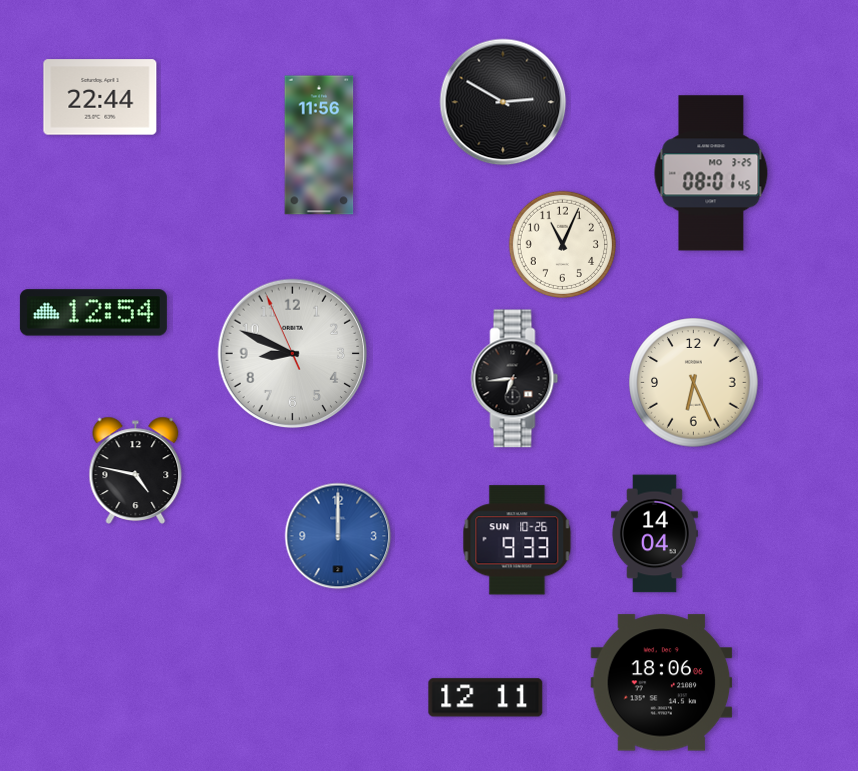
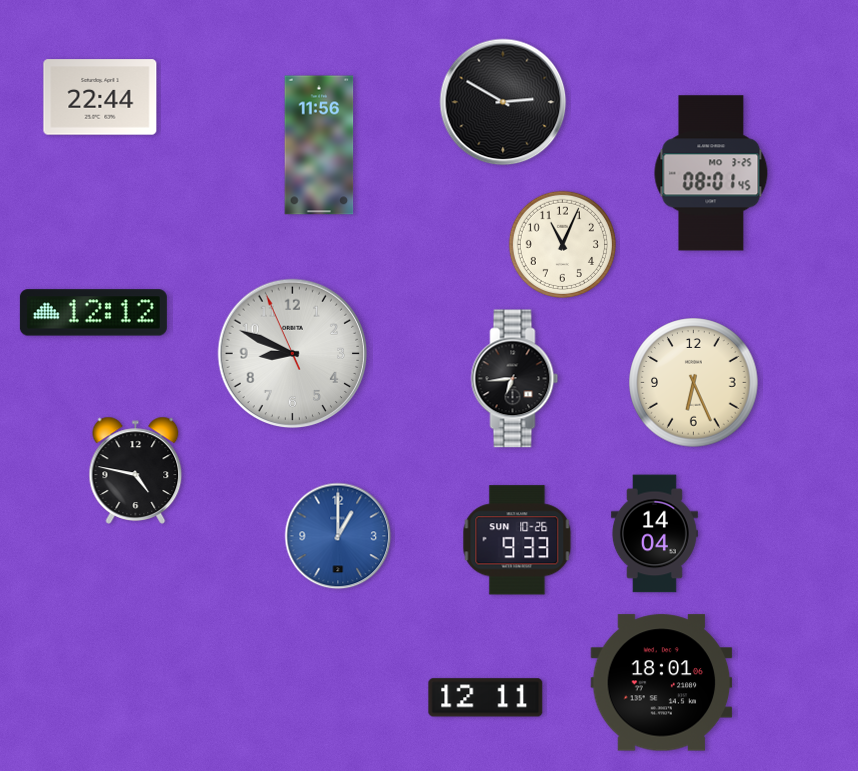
clock at (93, 313): 12:54 -> 12:12
clock at (338, 536): 12:00 -> 1:00
clock at (662, 683): 18:06 -> 18:01
